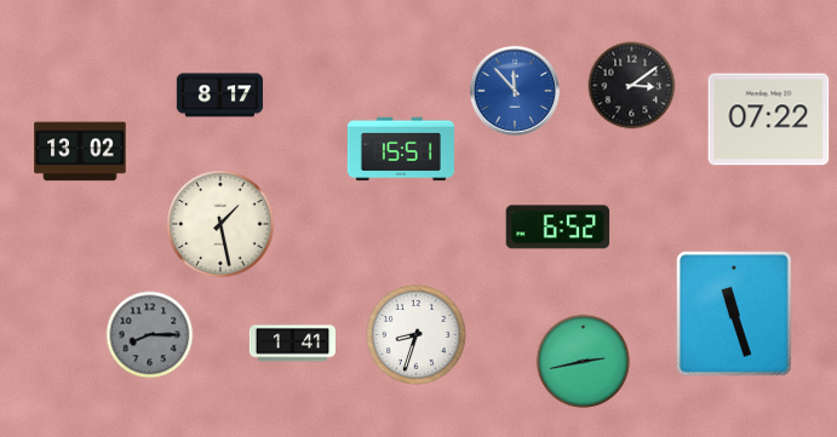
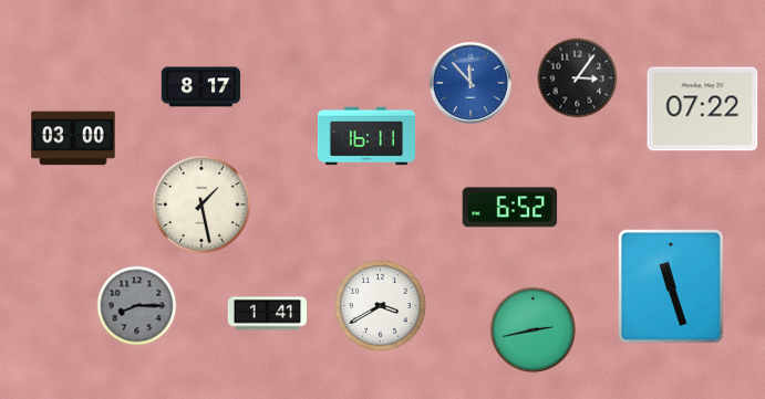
clock at (632, 86): 3:09 -> 3:06
clock at (401, 149): 15:51 -> 16:11
clock at (80, 151): 13:02 -> 03:00
clock at (415, 334): 8:33 -> 3:40
